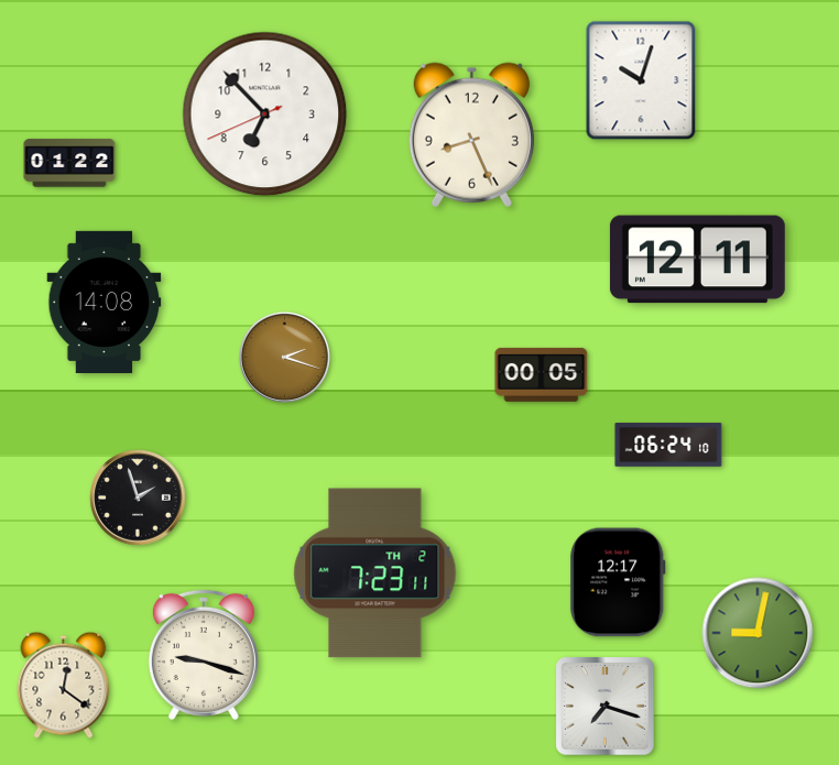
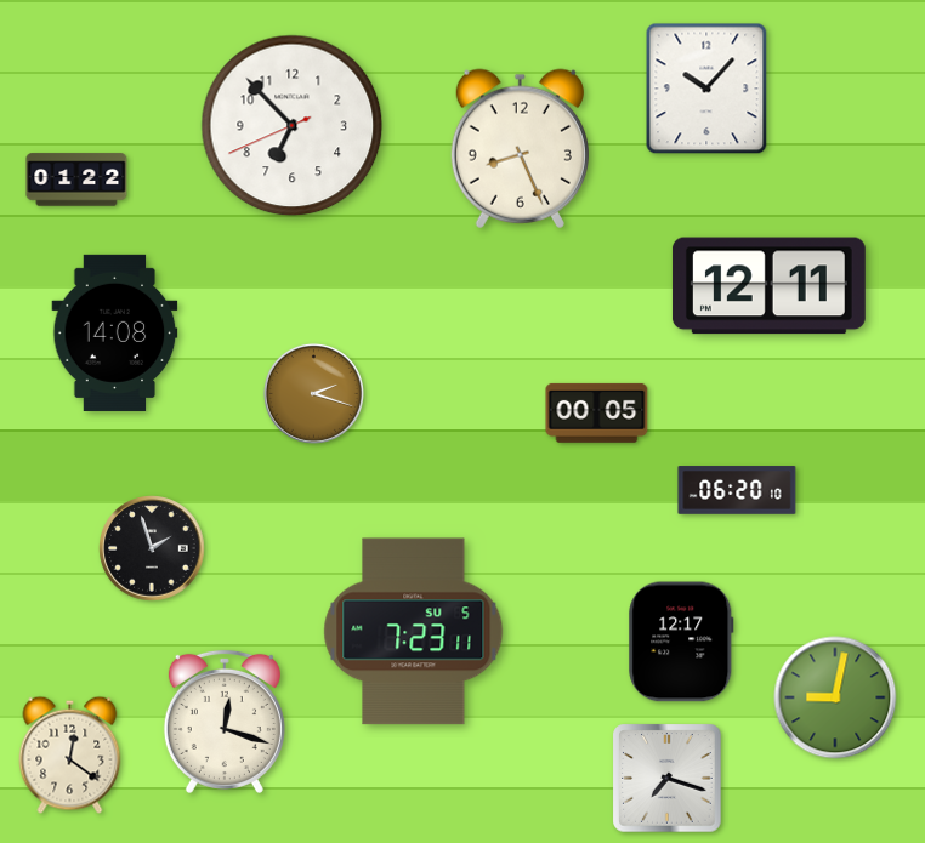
clock at (641, 80): 10:03 -> 10:07
clock at (668, 445): 06:24 -> 06:20
clock at (375, 573) date: TH 2 -> SU 5
clock at (204, 655): 9:18 -> 12:18
